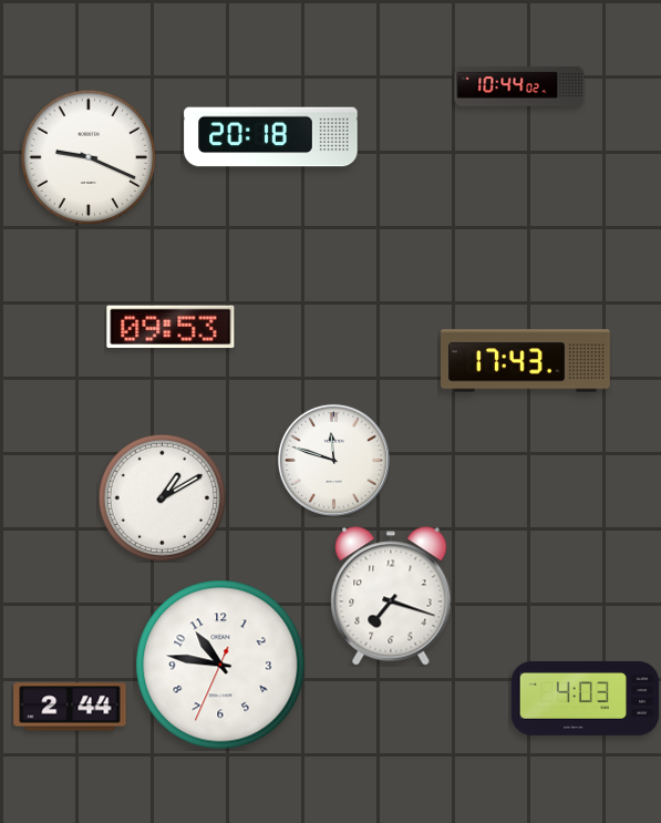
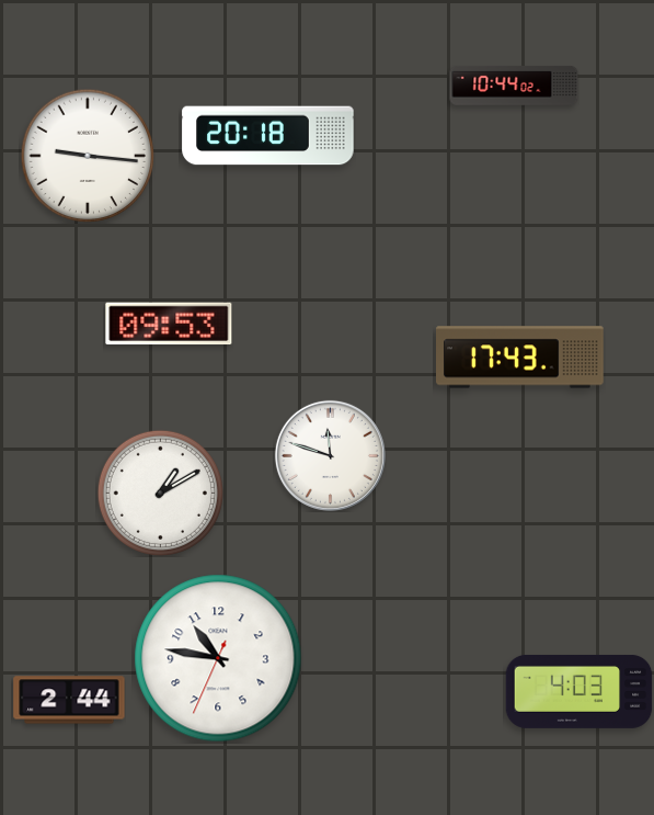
clock at (89, 157): 9:19 -> 9:16
clock at (391, 596): 7:18 -> none
